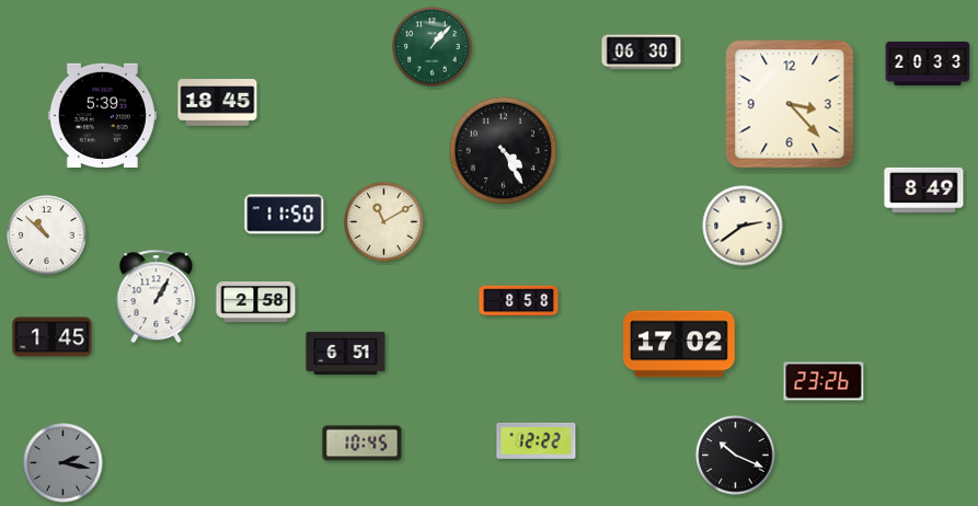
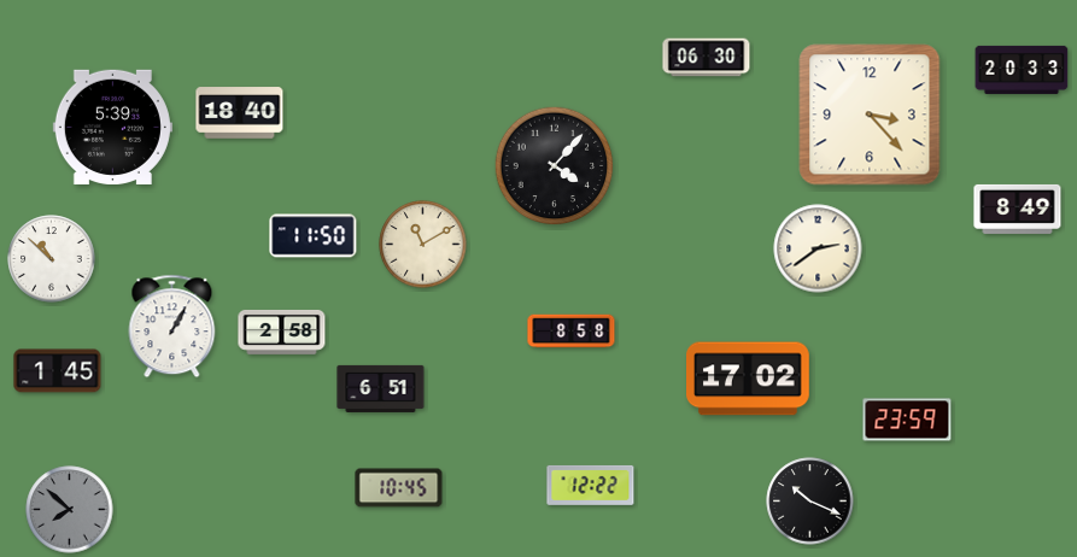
clock at (433, 47): 1:07 -> none
clock at (218, 103): 18:45 -> 18:40
clock at (504, 151): 4:25 -> 4:07
clock at (824, 381): 23:26 -> 23:59
clock at (64, 463): 2:17 -> 7:52
